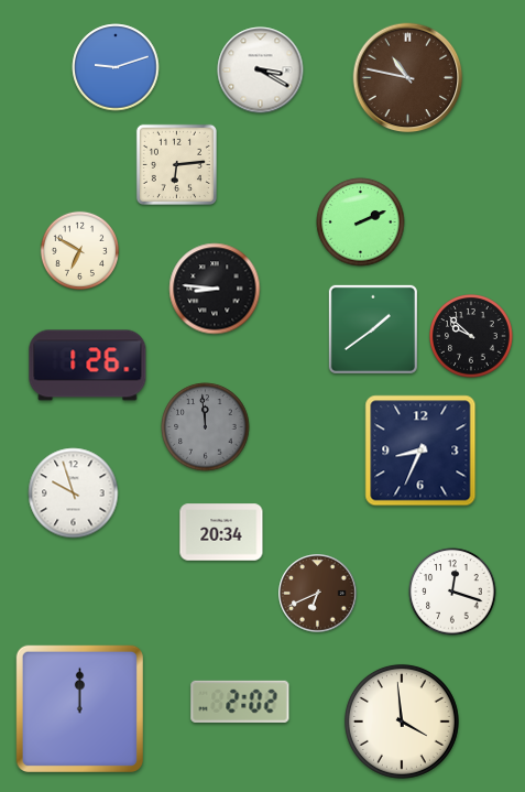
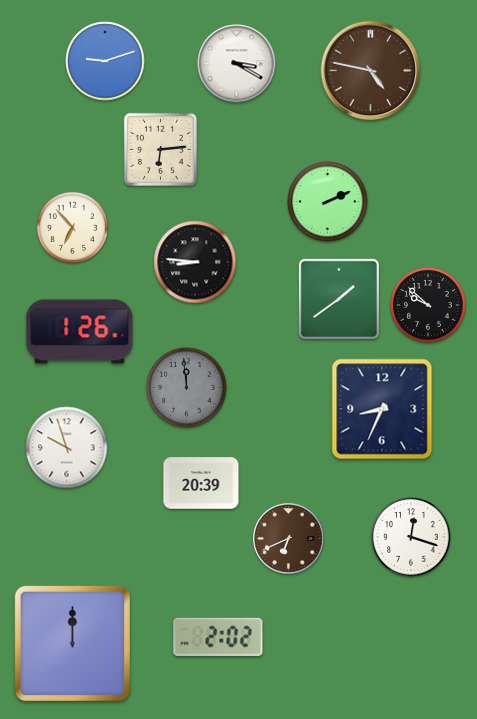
clock at (408, 78): 10:47 -> 4:47
clock at (79, 250): 6:50 -> 6:53
clock at (221, 532): 20:34 -> 20:39
clock at (402, 722): 3:59 -> none
